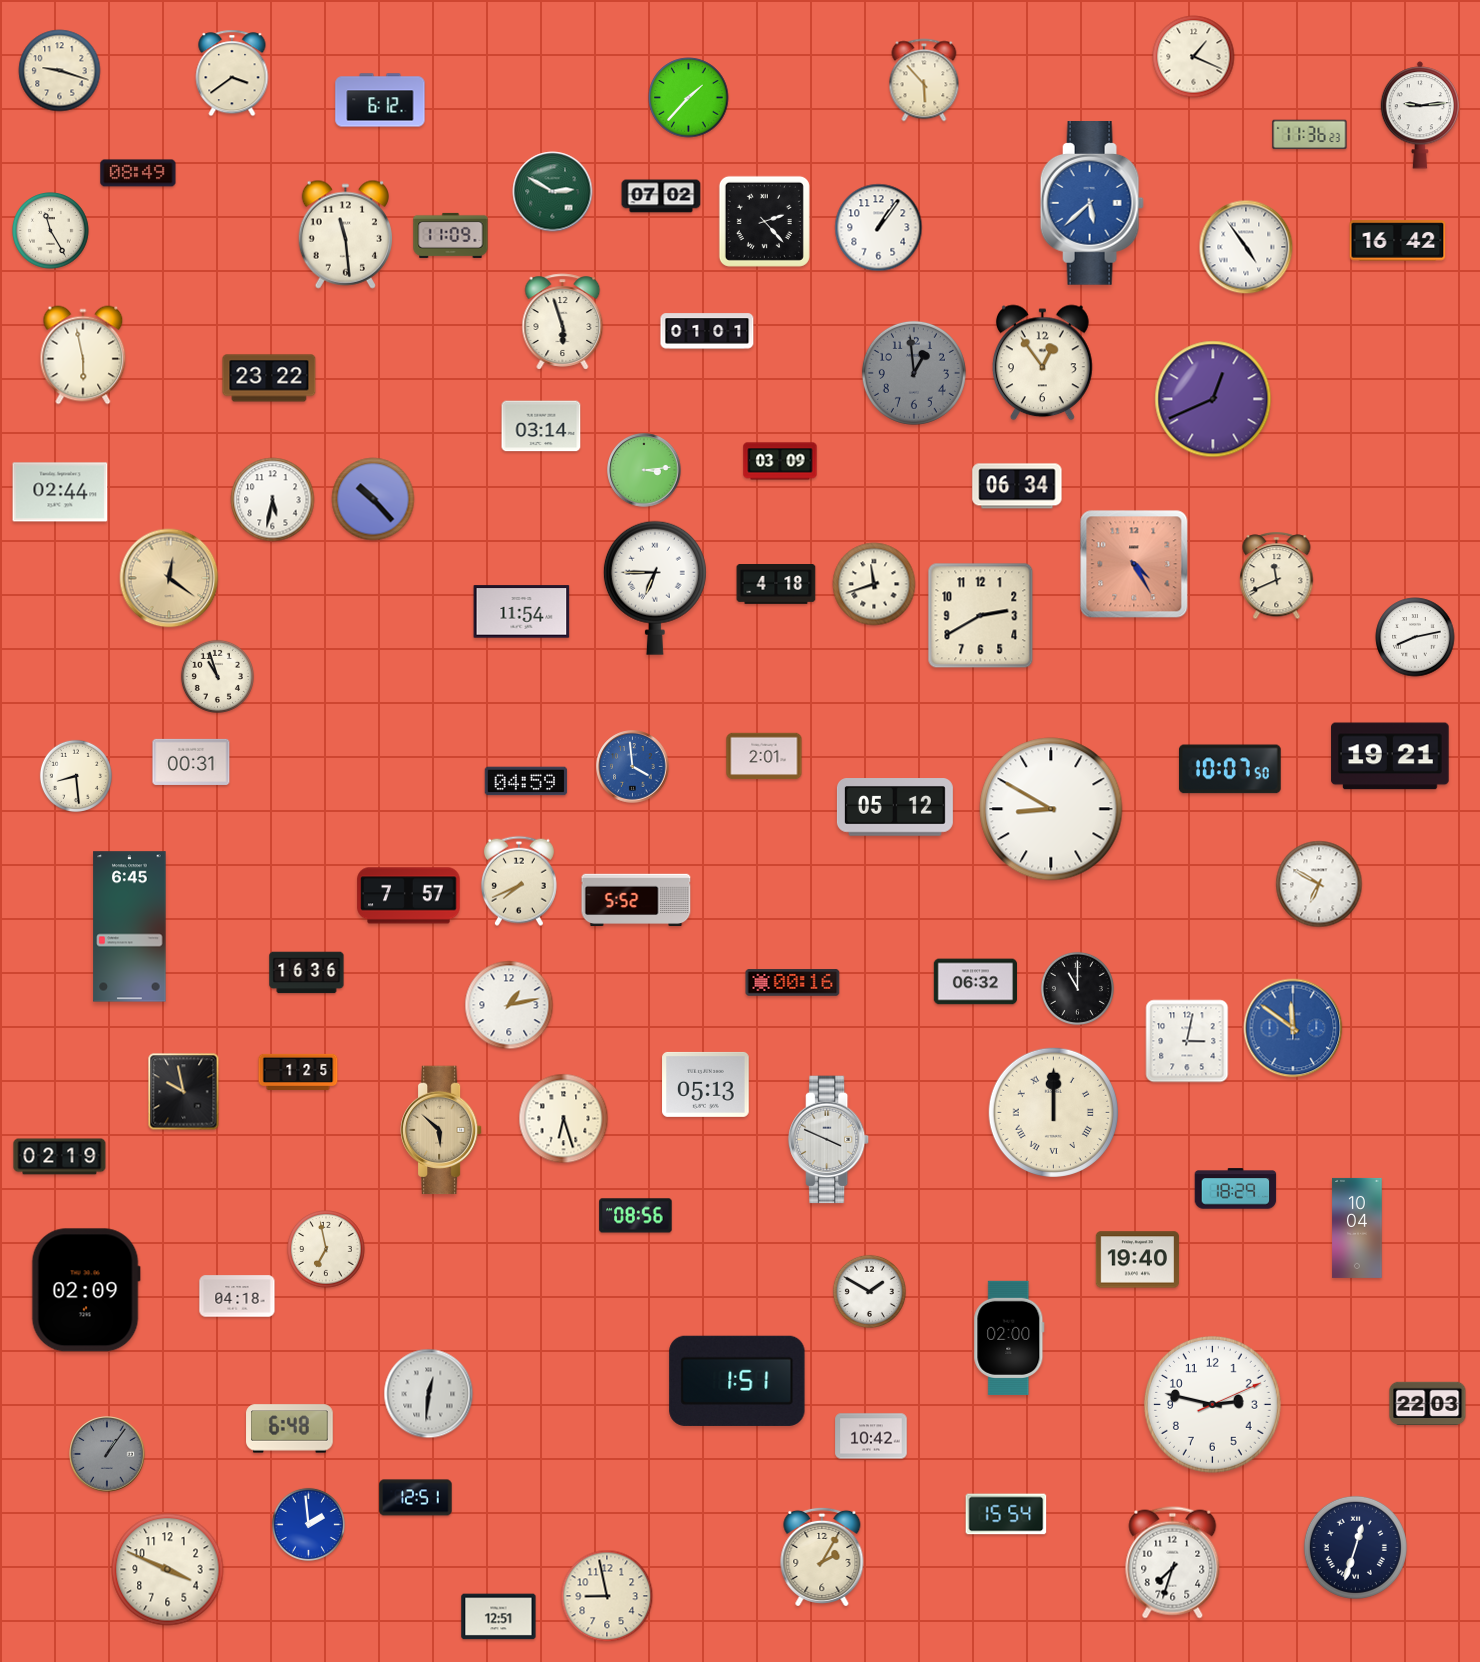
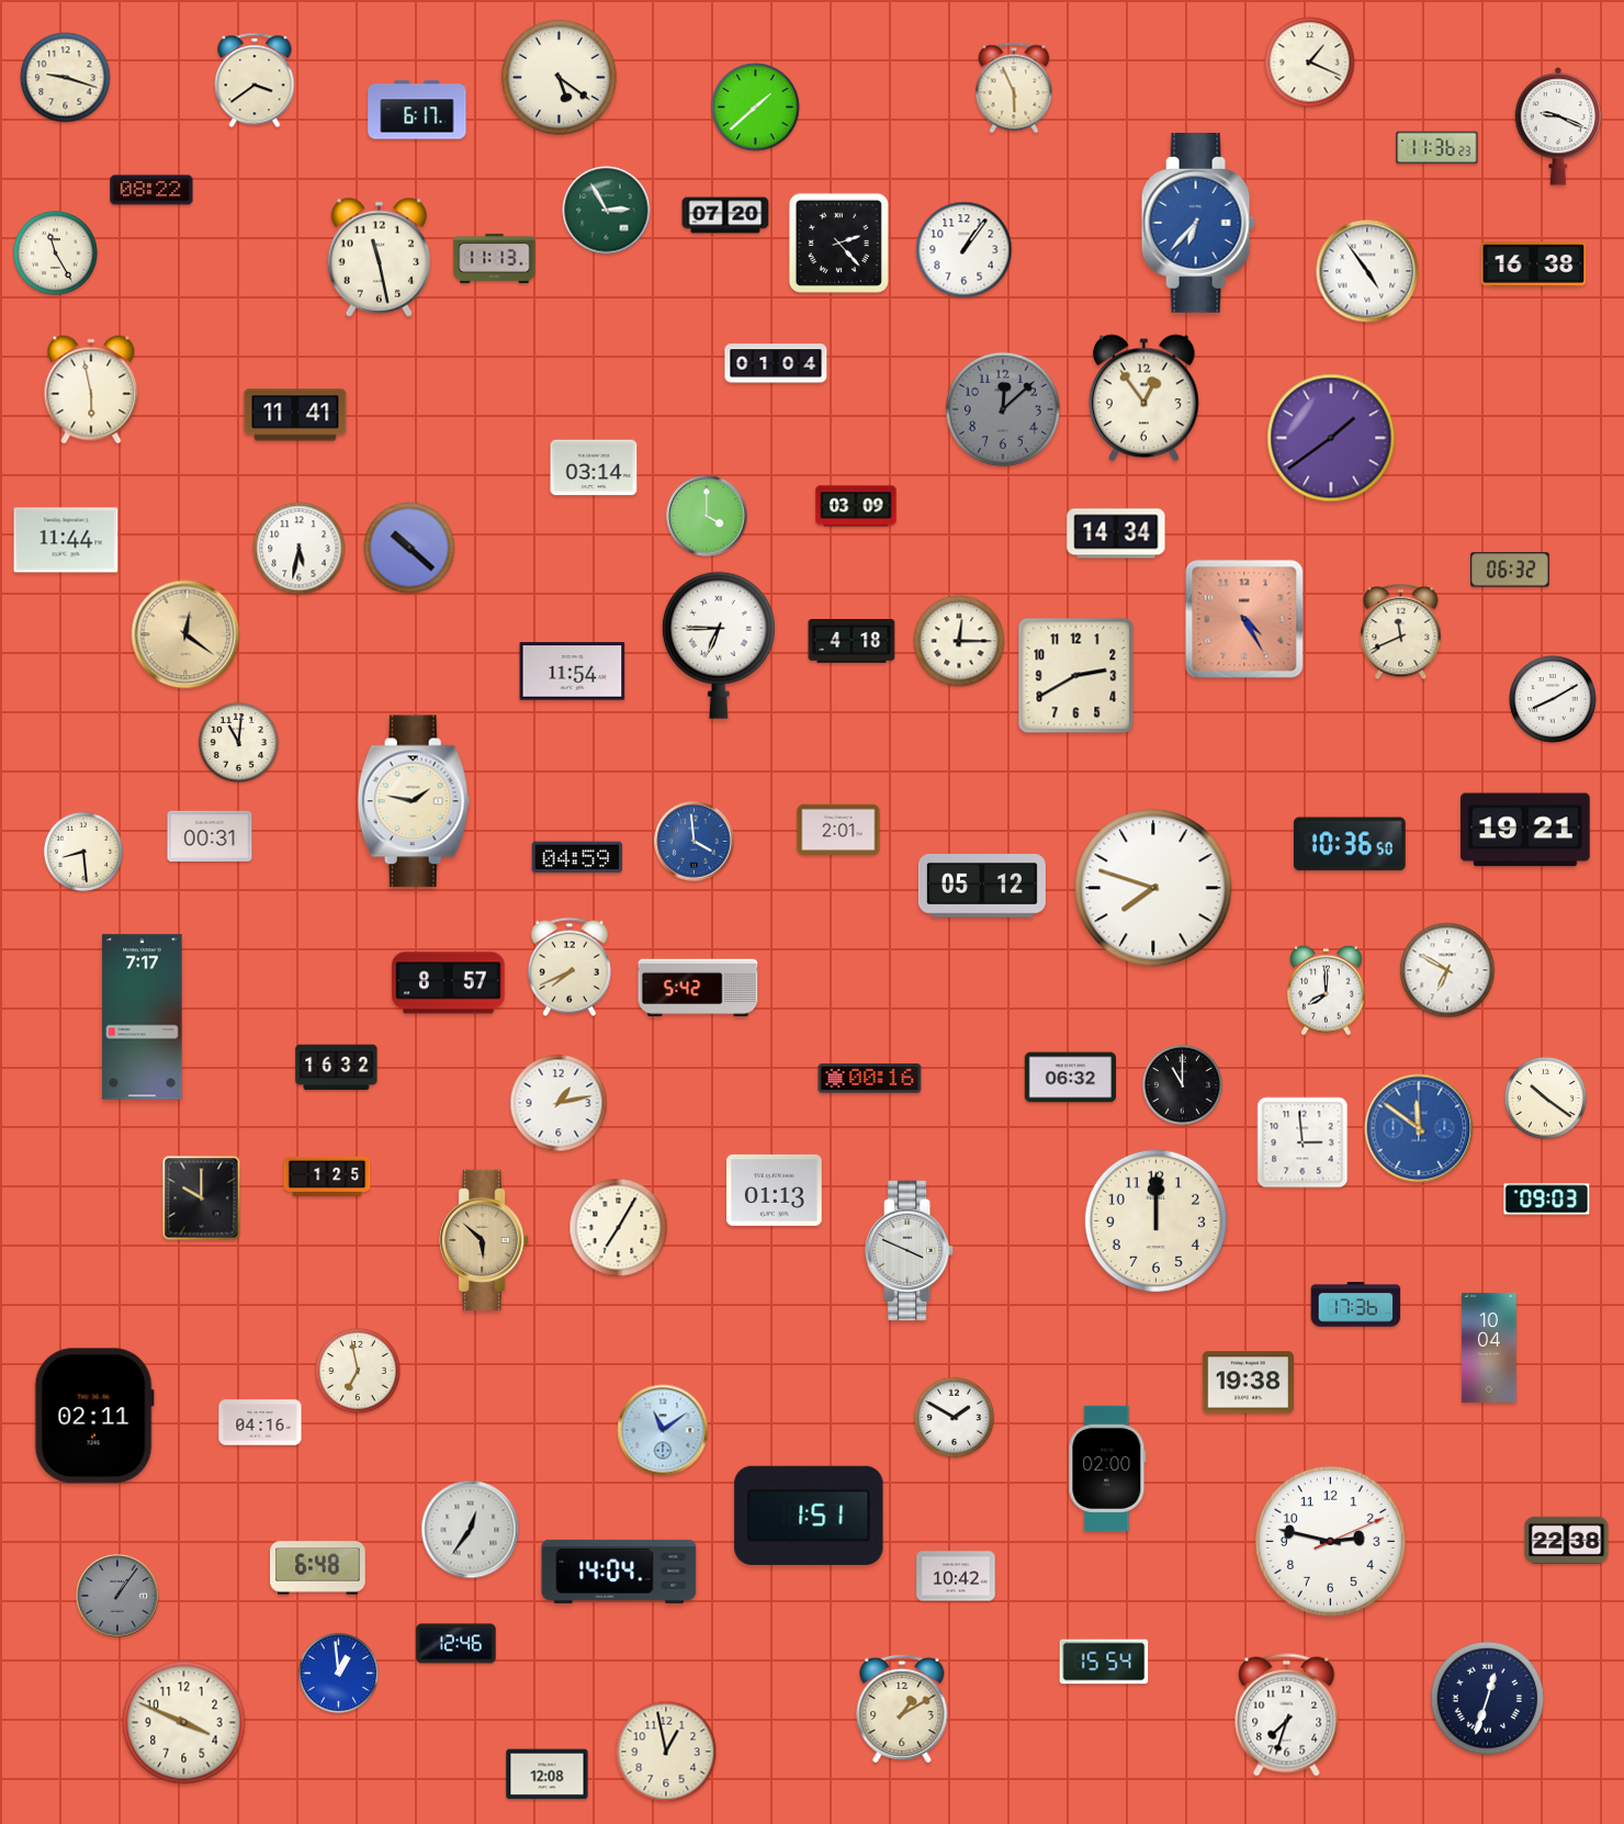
clock at (559, 77): none -> 5:21
clock at (924, 80): 5:53 -> 5:56
clock at (689, 98): 1:37 -> 1:38
clock at (380, 100): 6:12 -> 6:17
clock at (1420, 115): 9:14 -> 9:19
clock at (138, 173): 08:49 -> 08:22
clock at (553, 192): 2:50 -> 2:55
clock at (661, 196): 07:02 -> 07:20
clock at (1092, 204): 5:38 -> 6:37
clock at (345, 234): 11:29 -> 11:28
clock at (451, 235): 11:09 -> 11:13
clock at (1398, 241): 16:42 -> 16:38
clock at (563, 322): 5:57 -> none
clock at (707, 331): 01:01 -> 01:04
clock at (914, 373): 12:59 -> 12:08
clock at (269, 378): 23:22 -> 11:41
clock at (1213, 399): 12:41 -> 1:39
clock at (644, 470): 3:14 -> 4:00
clock at (1017, 486): 06:34 -> 14:34
clock at (60, 492): 02:44 -> 11:44
clock at (373, 499): 10:23 -> 10:22
clock at (1510, 570): none -> 06:32
clock at (874, 584): 11:42 -> 12:15
clock at (1415, 637): 8:13 -> 8:10
clock at (217, 676): 10:57 -> 11:01
clock at (414, 801): none -> 1:47
clock at (1230, 769): 10:07 -> 10:36
clock at (1051, 809): 8:50 -> 7:48
clock at (409, 896): 7:57 -> 8:57
clock at (636, 900): 5:52 -> 5:42
clock at (1327, 990): none -> 8:00
clock at (130, 927): 6:45 -> 7:17
clock at (307, 973): 16:36 -> 16:32
clock at (1545, 1097): none -> 10:21
clock at (1187, 1041): 3:02 -> 2:59
clock at (706, 1084): 05:13 -> 01:13
clock at (184, 1092): 9:58 -> 10:00
clock at (1547, 1200): none -> 09:03
clock at (1053, 1112) numerals: Roman -> Arabic
clock at (564, 1119): 6:27 -> 7:05
clock at (60, 1157): 02:19 -> none
clock at (1236, 1189): 18:29 -> 17:36
clock at (636, 1216): 08:56 -> none
clock at (1137, 1260): 19:40 -> 19:38
clock at (86, 1290): 02:09 -> 02:11
clock at (237, 1296): 04:18 -> 04:16
clock at (663, 1430): none -> 11:09
clock at (429, 1394): 12:31 -> 12:36
clock at (1428, 1403): 22:03 -> 22:38
clock at (619, 1572): none -> 14:04
clock at (416, 1498): 12:51 -> 12:46
clock at (308, 1524): 1:59 -> 12:59
clock at (822, 1557): 2:05 -> 1:10
clock at (607, 1596): 8:58 -> 12:58
clock at (499, 1617): 12:51 -> 12:08
